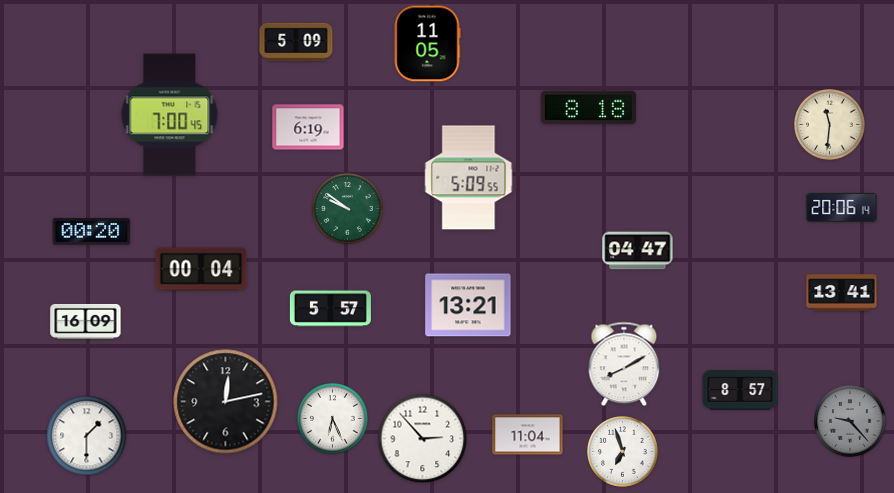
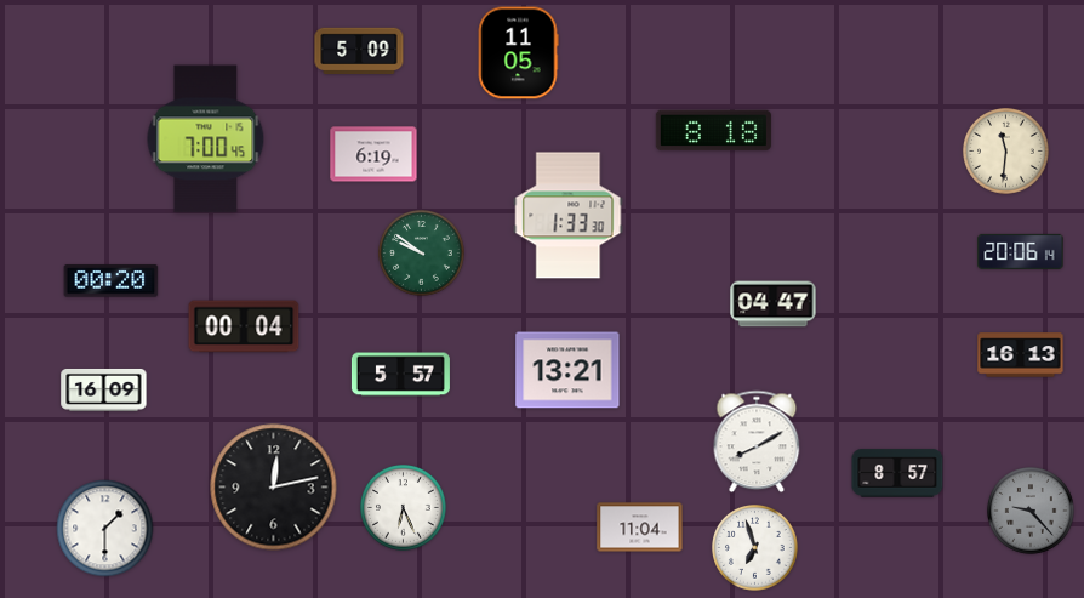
clock at (469, 178): 5:09 -> 1:33
clock at (842, 293): 13:41 -> 16:13
clock at (423, 439): 2:53 -> none
